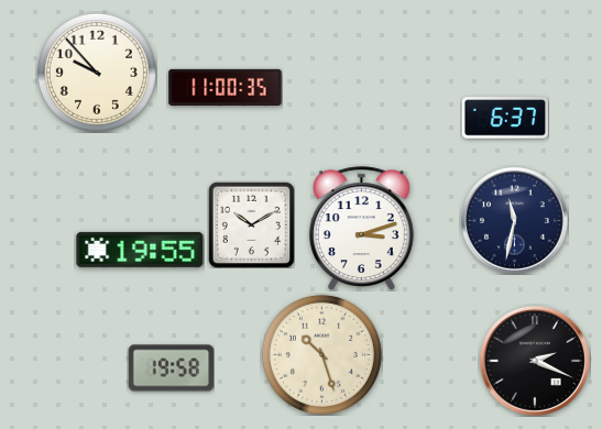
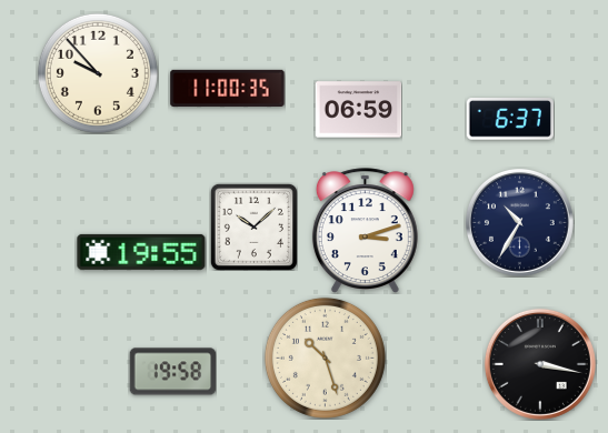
clock at (358, 110): none -> 06:59
clock at (514, 220): 11:32 -> 10:35
clock at (251, 224): 10:10 -> 10:08
clock at (535, 361): 2:19 -> 3:17
